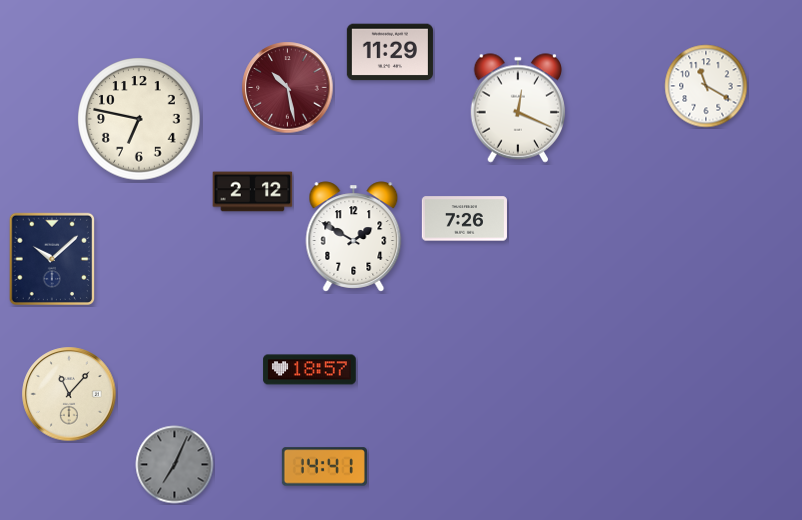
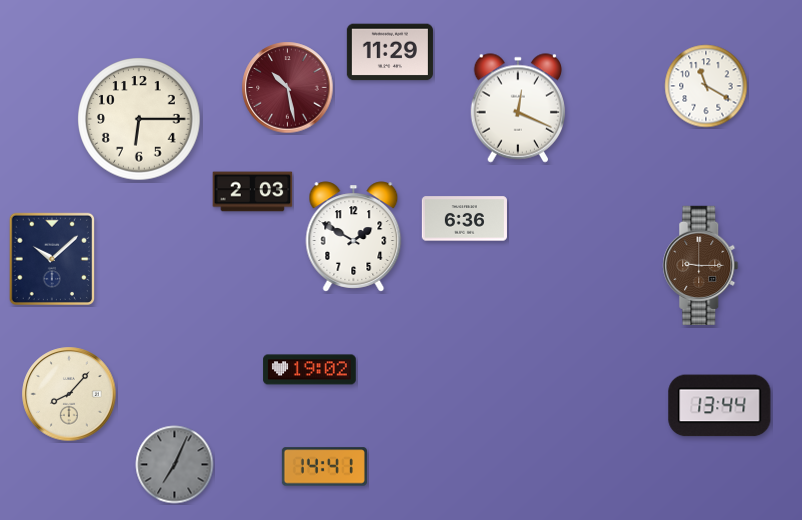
clock at (139, 119): 6:47 -> 6:15
clock at (253, 192): 2:12 -> 2:03
clock at (464, 219): 7:26 -> 6:36
clock at (701, 265): none -> 9:15
clock at (310, 370): 18:57 -> 19:02
clock at (69, 394): 11:07 -> 8:07
clock at (720, 406): none -> 13:44
